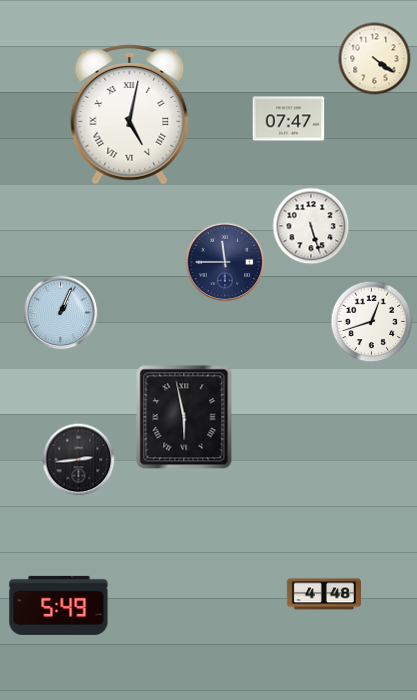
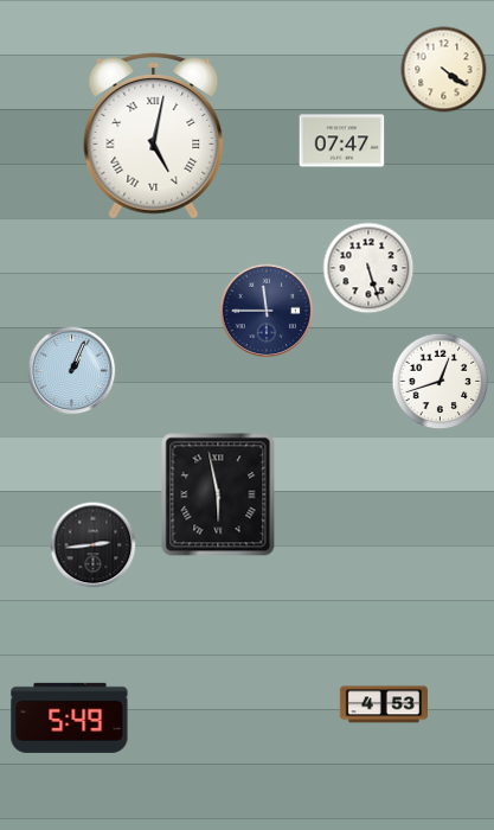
clock at (323, 594): 4:48 -> 4:53
